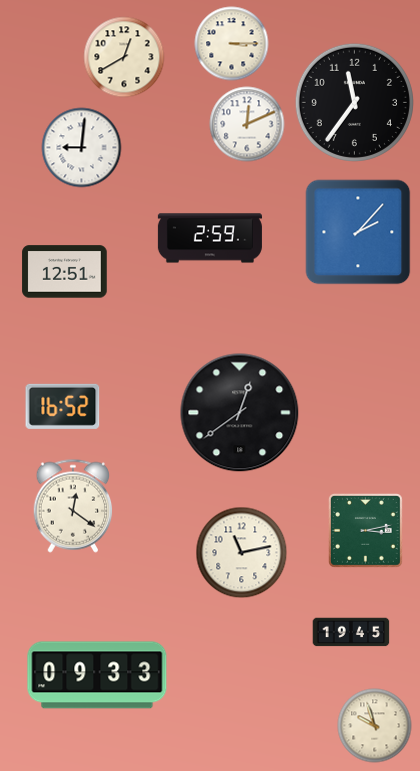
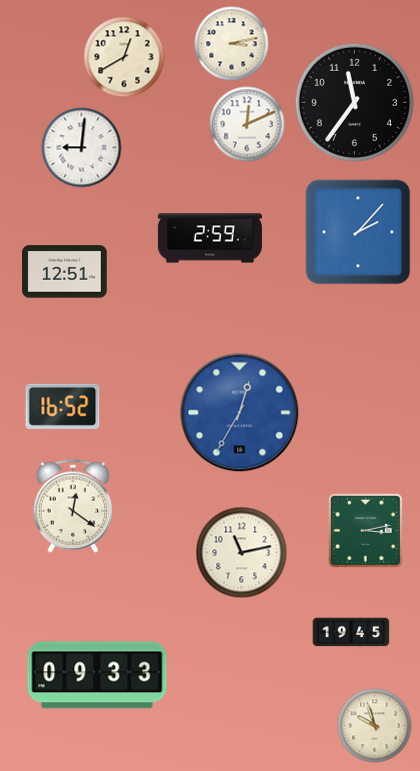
clock at (232, 44): 3:15 -> 3:13
clock at (240, 413): 12:39 -> 12:35
clock at (240, 413) dial: black -> blue
